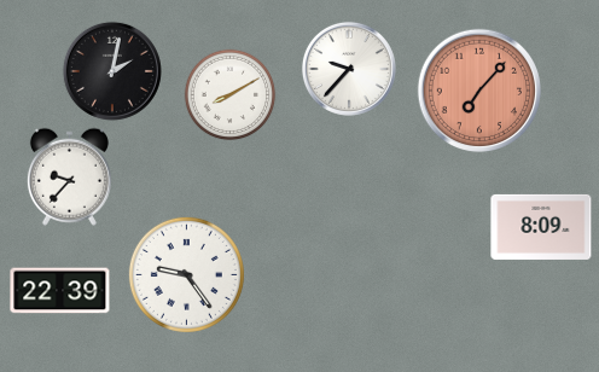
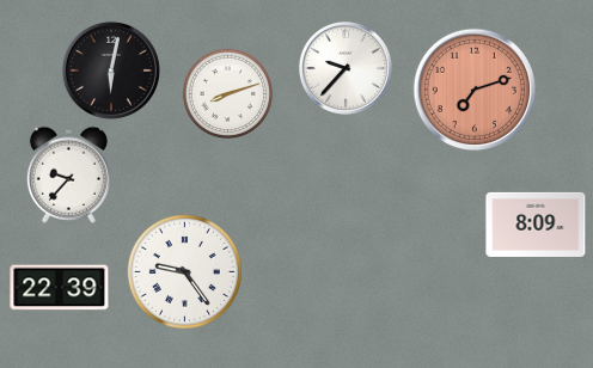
clock at (112, 71): 2:02 -> 6:02
clock at (478, 89): 7:07 -> 7:12
clock at (231, 95): 8:10 -> 8:12
